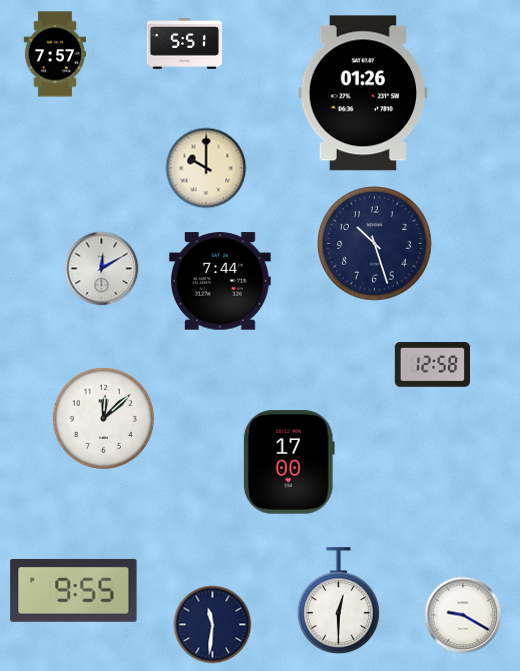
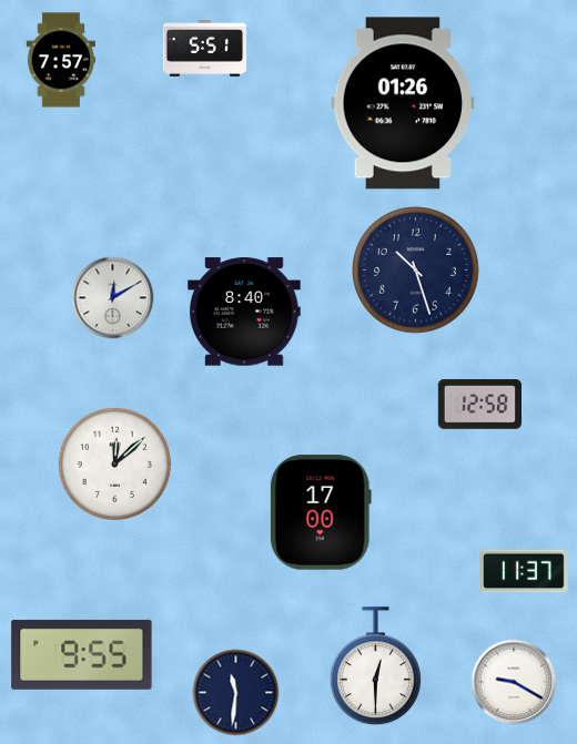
clock at (206, 168): 10:00 -> none
clock at (221, 281): 7:44 -> 8:40
clock at (525, 571): none -> 11:37
